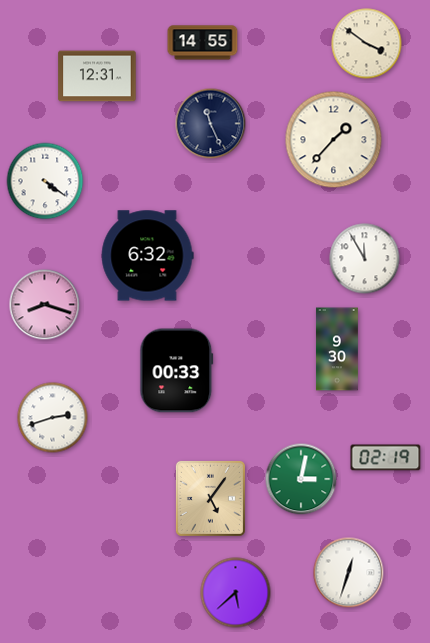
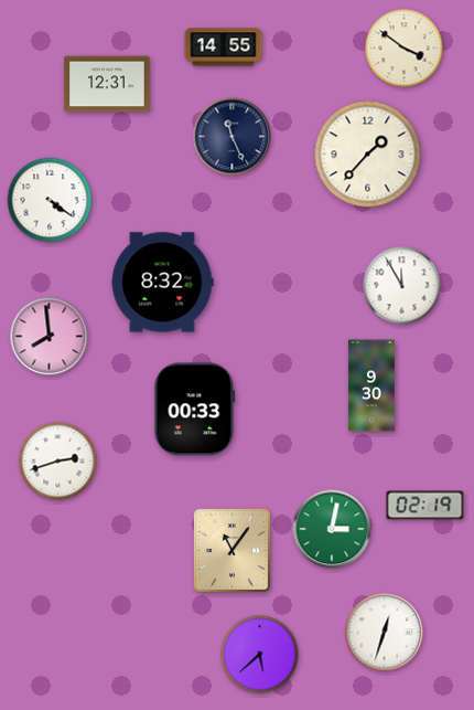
clock at (147, 256): 6:32 -> 8:32
clock at (45, 305): 8:18 -> 7:59
clock at (210, 498): 5:06 -> 11:06
